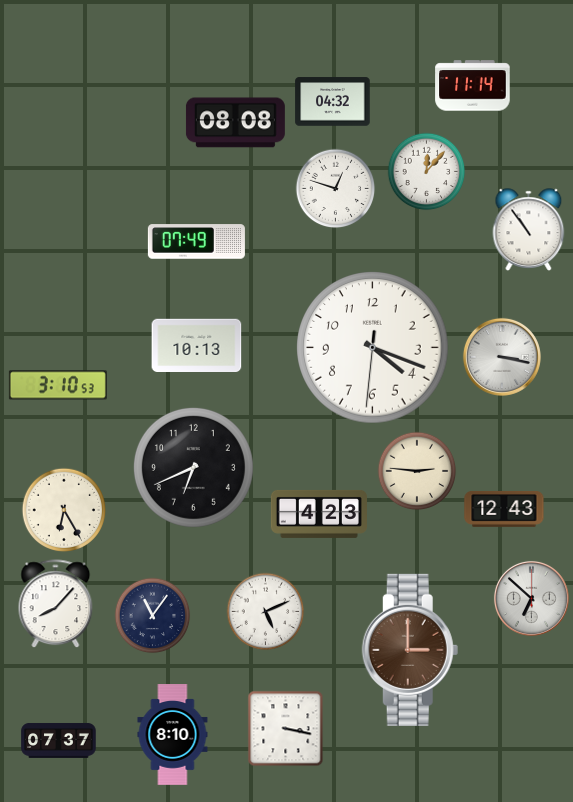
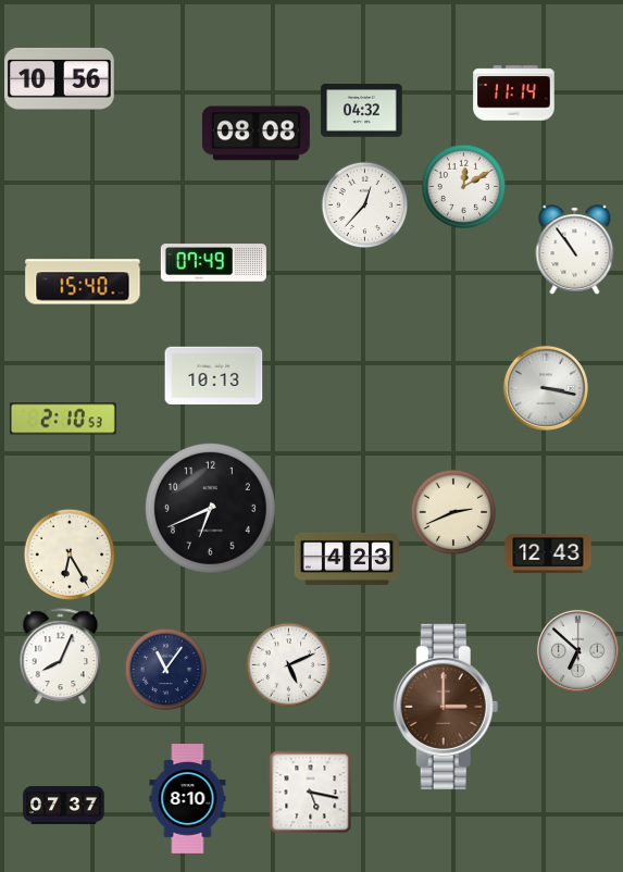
clock at (60, 78): none -> 10:56
clock at (427, 172): 12:07 -> 12:10
clock at (336, 189): 12:48 -> 12:37
clock at (83, 282): none -> 15:40
clock at (373, 348): 4:18 -> none
clock at (58, 385): 3:10 -> 2:10
clock at (417, 471): 2:46 -> 2:41
clock at (56, 604): 8:07 -> 8:04
clock at (286, 729): 3:17 -> 5:17
